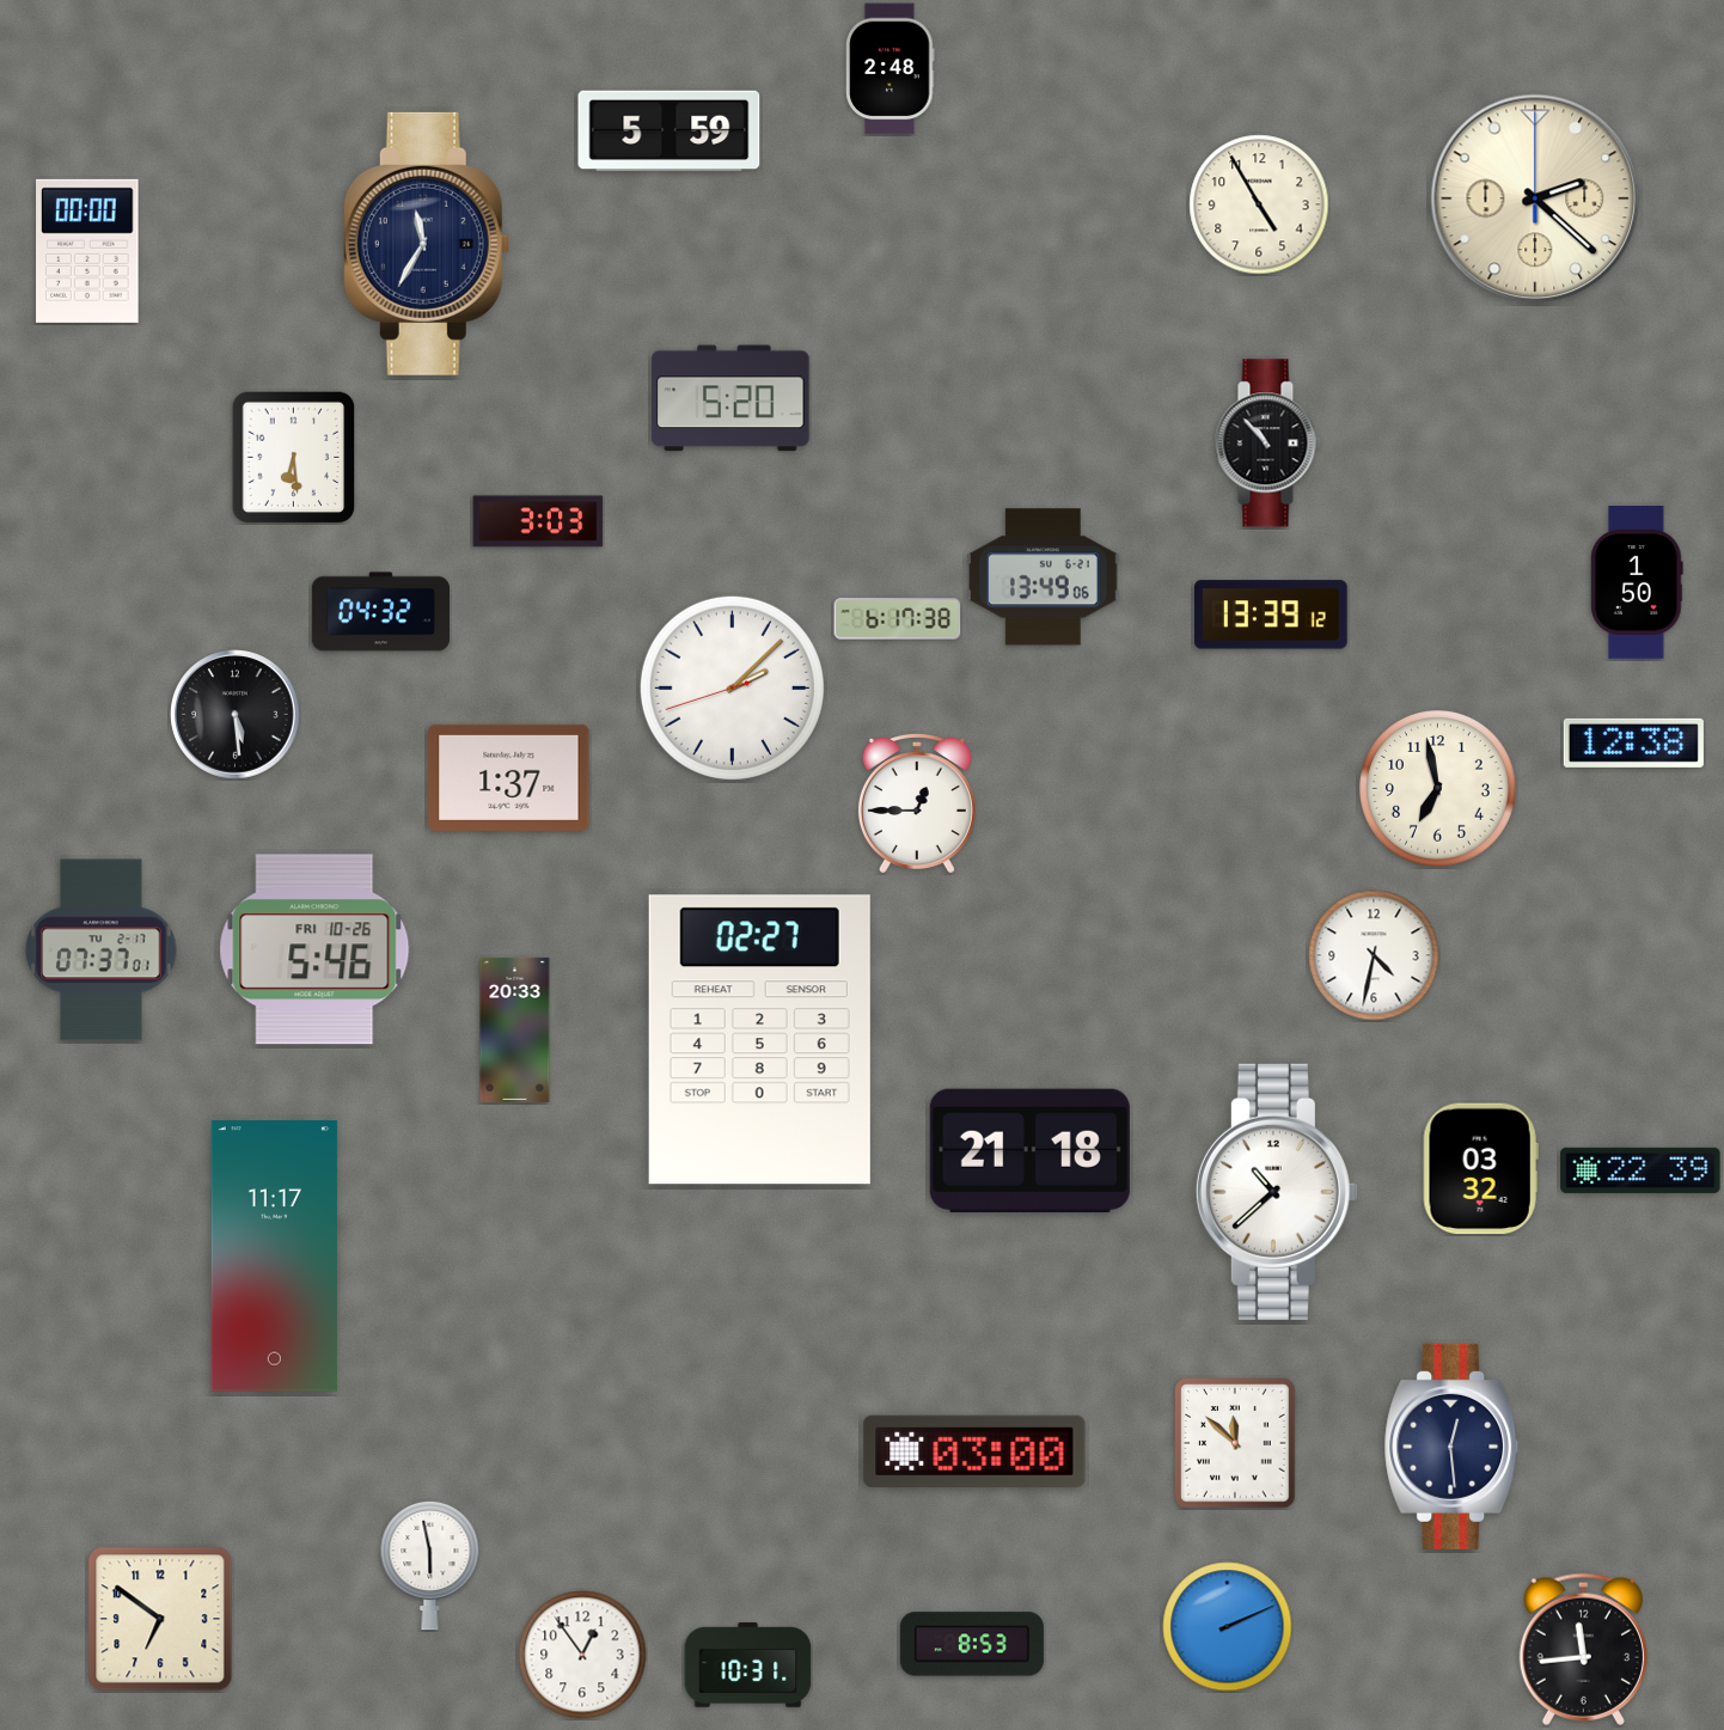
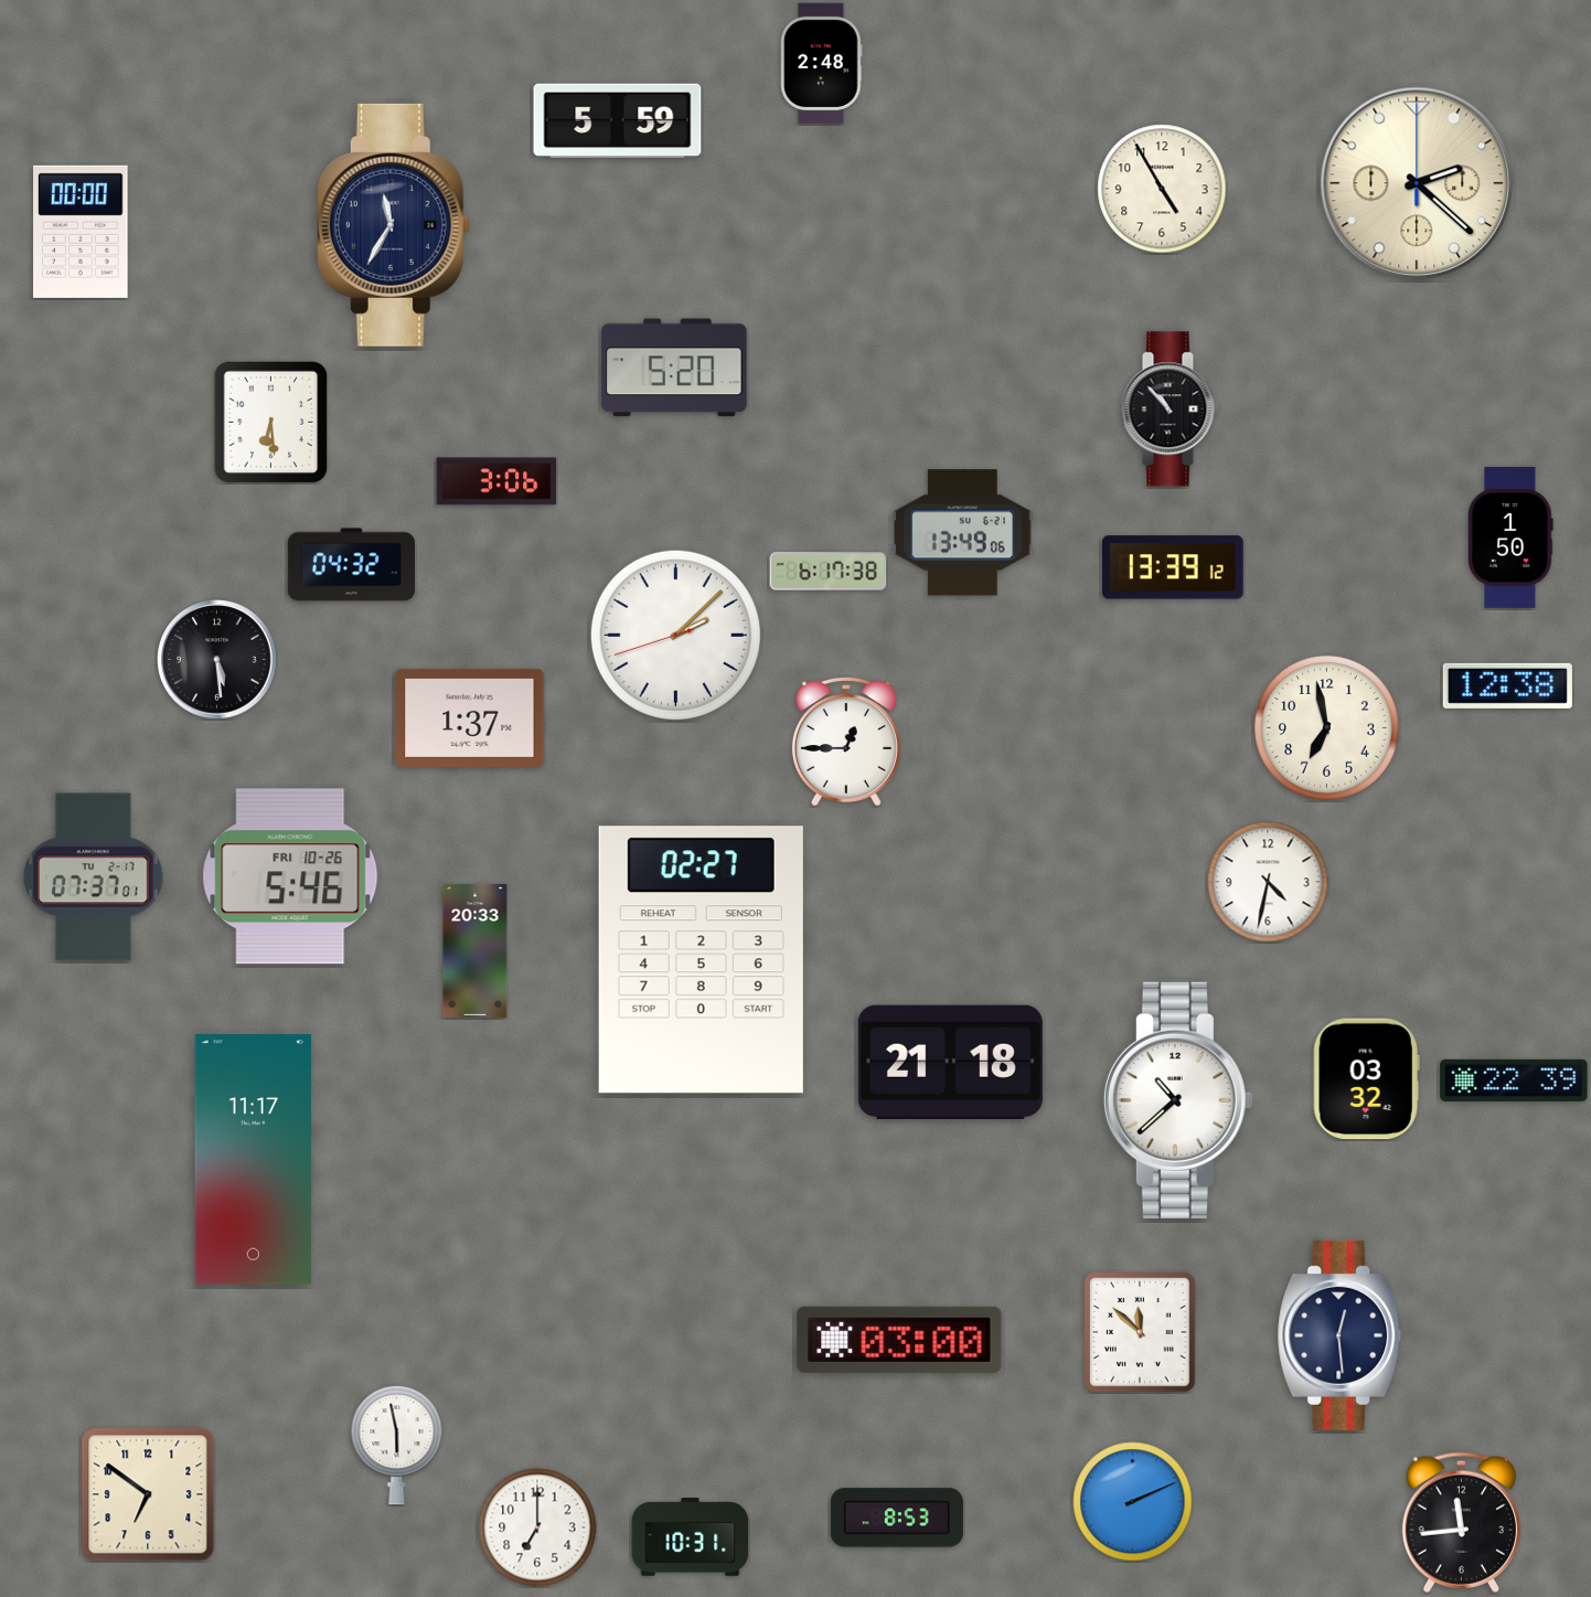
clock at (538, 521): 3:03 -> 3:06
clock at (582, 1655): 12:54 -> 7:00
